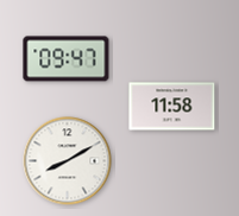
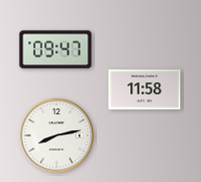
clock at (68, 161): 8:10 -> 8:13
